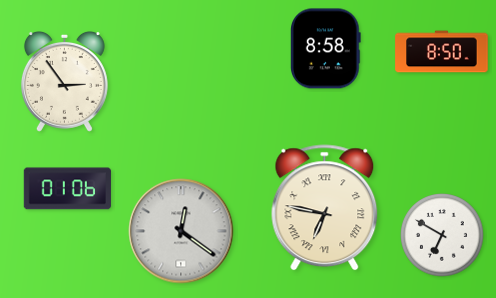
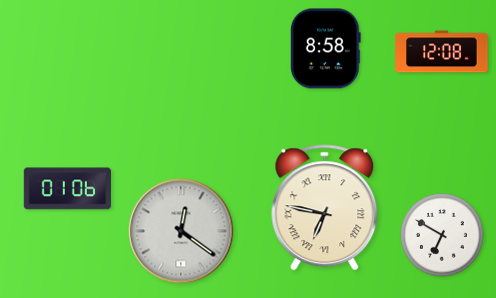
clock at (442, 52): 8:50 -> 12:08
clock at (64, 81): 2:54 -> none
